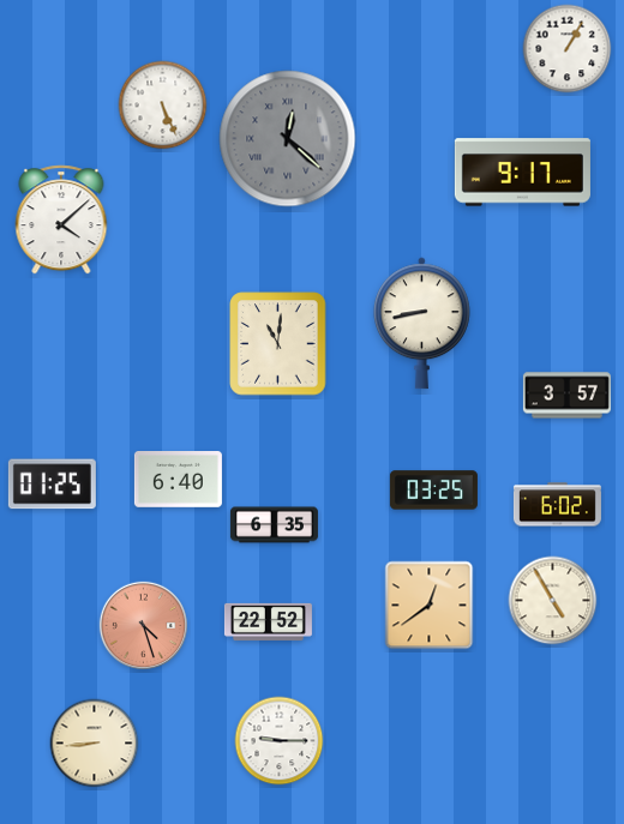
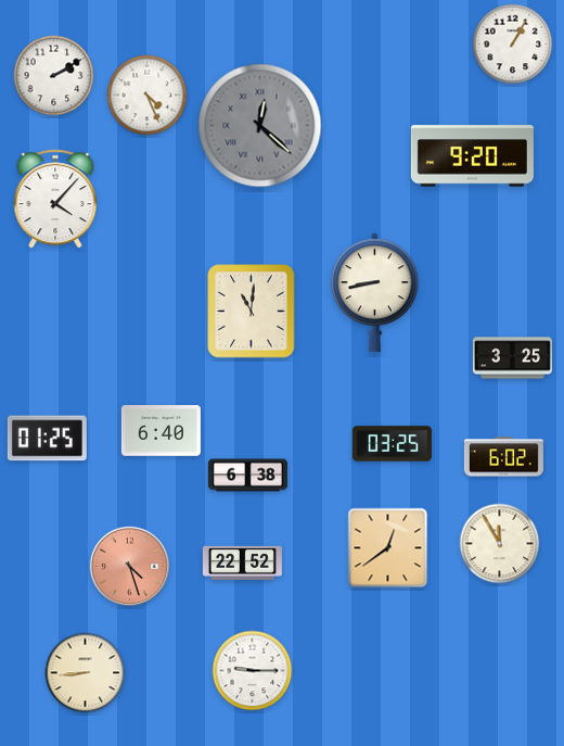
clock at (54, 76): none -> 2:10
clock at (163, 106): 5:26 -> 4:26
clock at (522, 173): 9:17 -> 9:20
clock at (61, 219): 4:08 -> 4:07
clock at (421, 324) position: (421, 324) -> (374, 293)
clock at (566, 396): 3:57 -> 3:25
clock at (178, 480) position: (178, 480) -> (161, 431)
clock at (274, 525): 6:35 -> 6:38
clock at (553, 601): 4:55 -> 11:55
